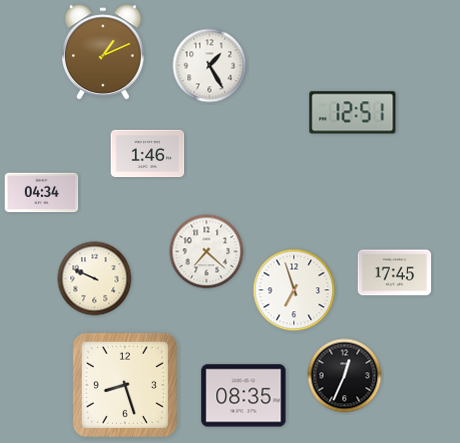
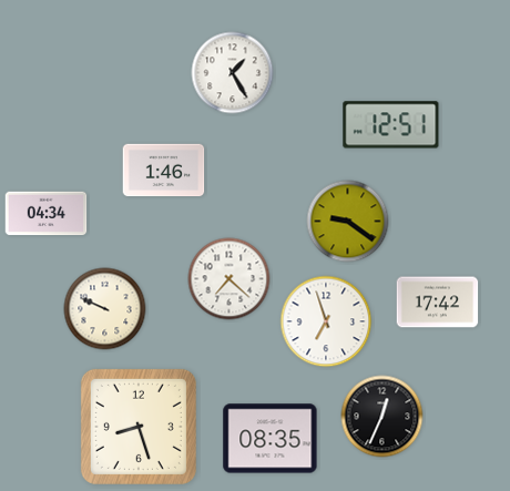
clock at (104, 52): 1:11 -> none
clock at (348, 222): none -> 9:21
clock at (395, 273): 17:45 -> 17:42
